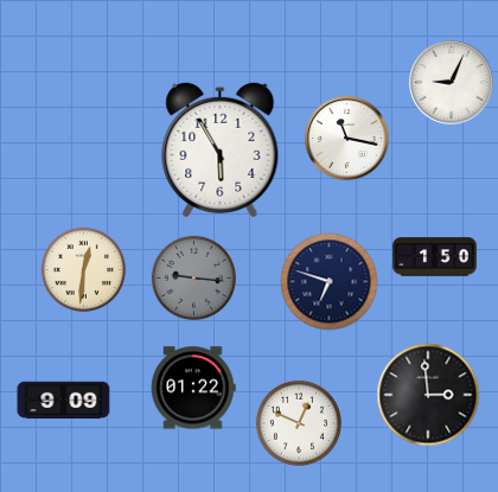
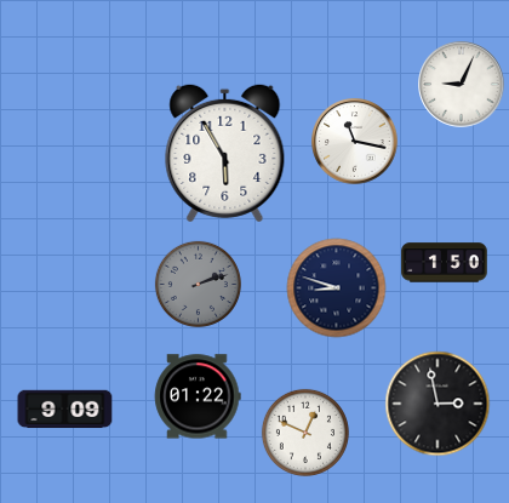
clock at (83, 269): 12:31 -> none
clock at (193, 277): 9:16 -> 2:12
clock at (330, 282): 6:48 -> 8:48
clock at (428, 395): 2:59 -> 2:58
